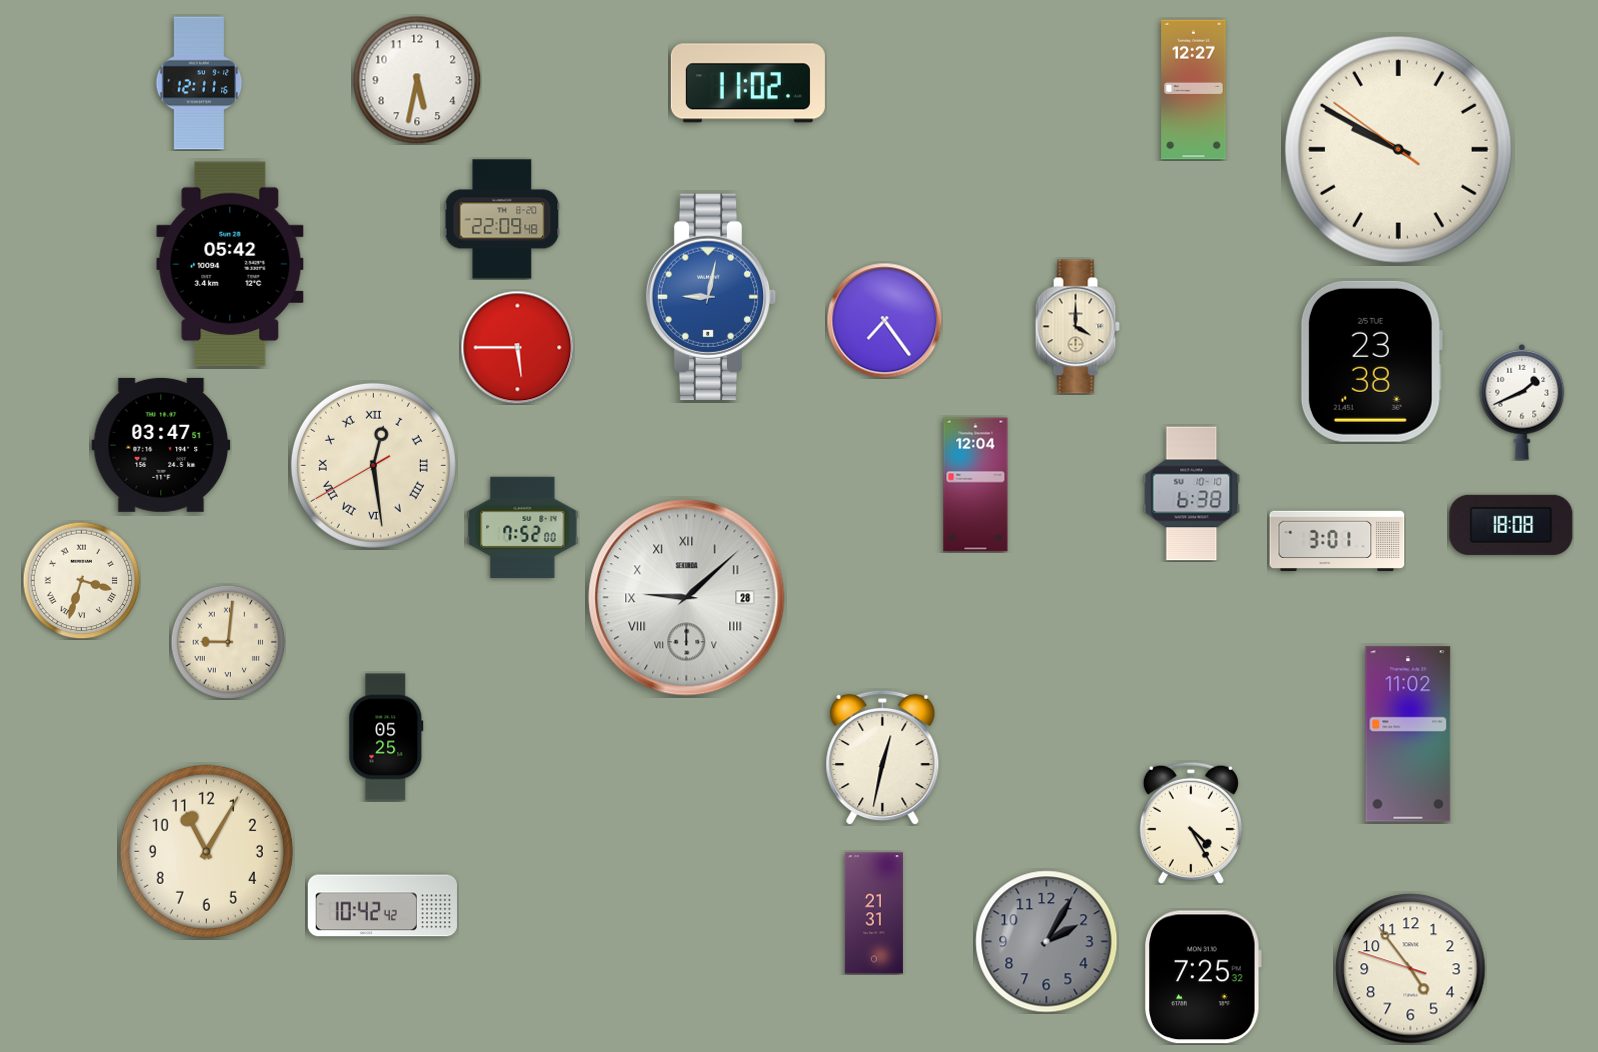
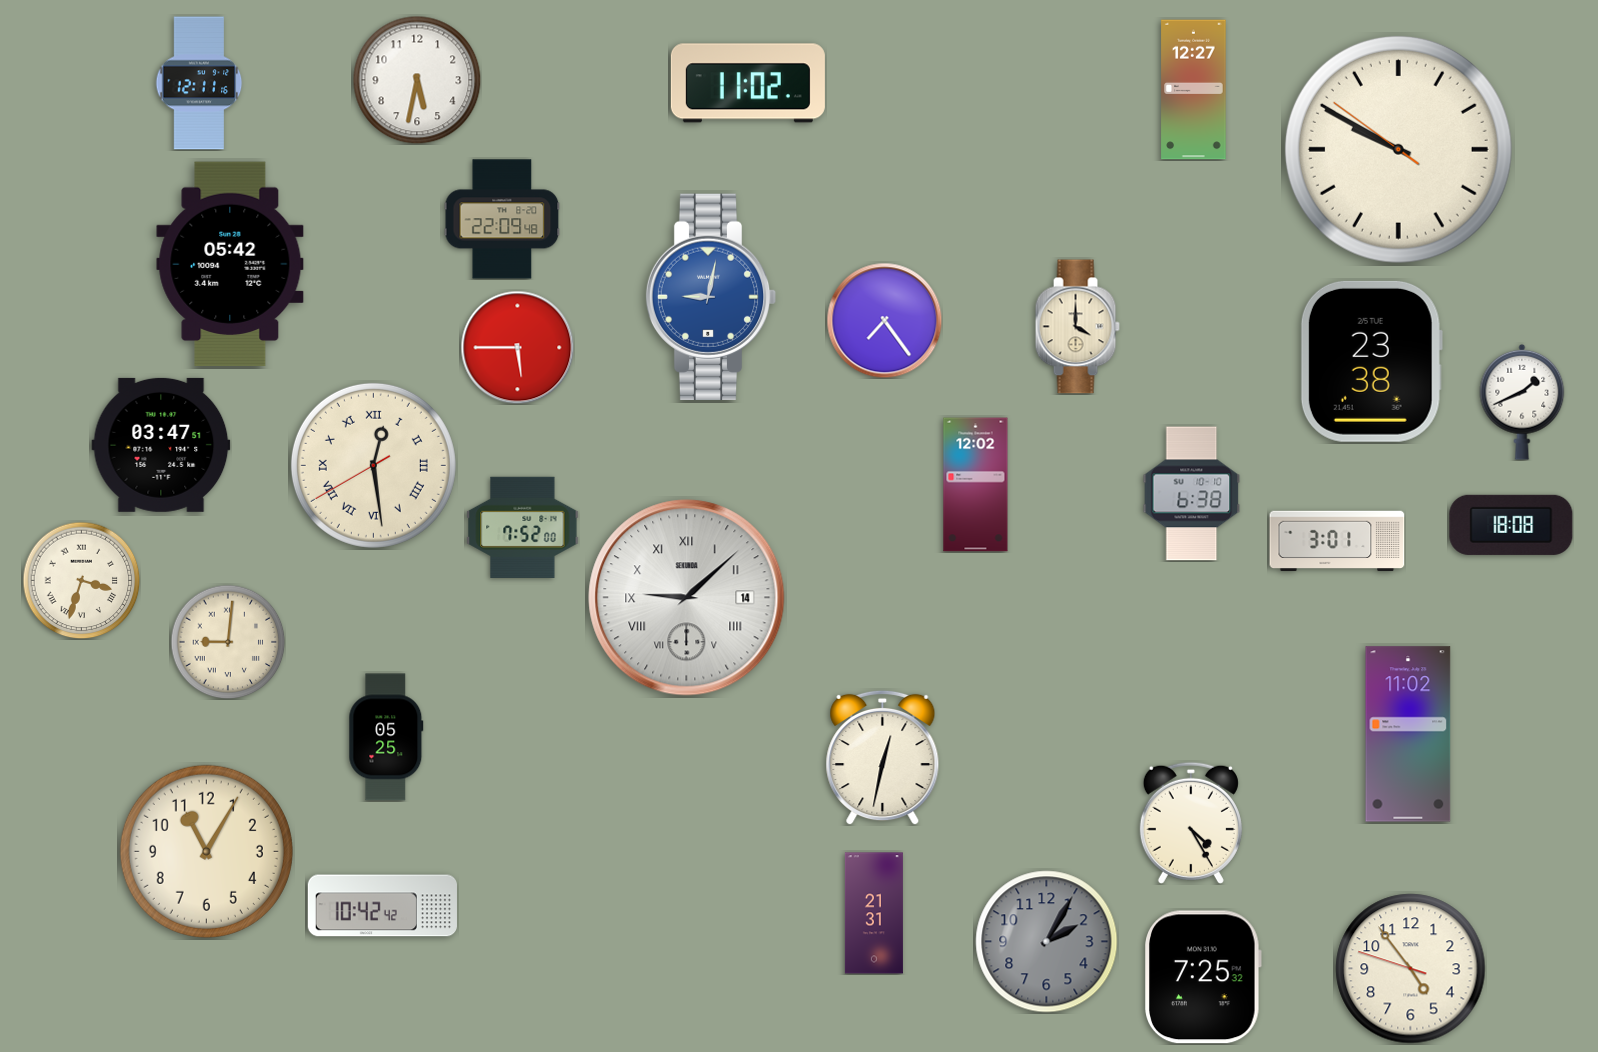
clock at (976, 485): 12:04 -> 12:02
clock at (687, 598) date: 28 -> 14
